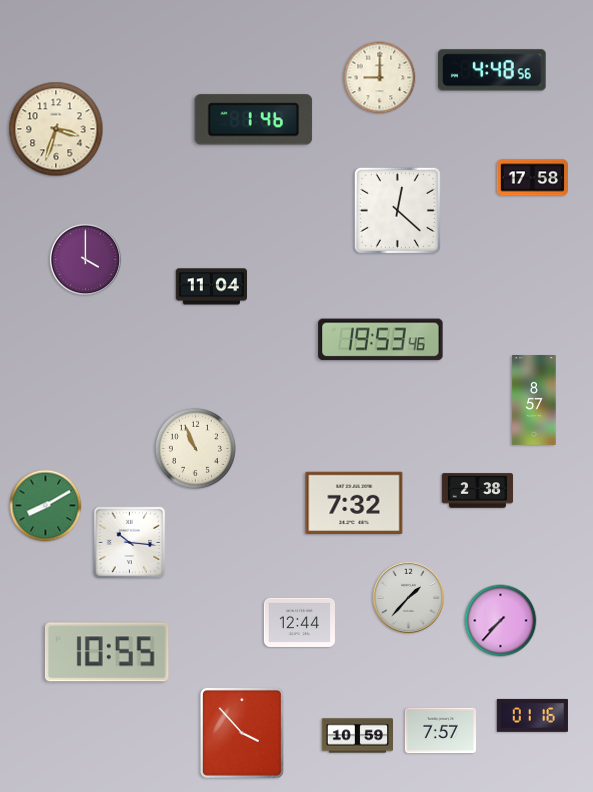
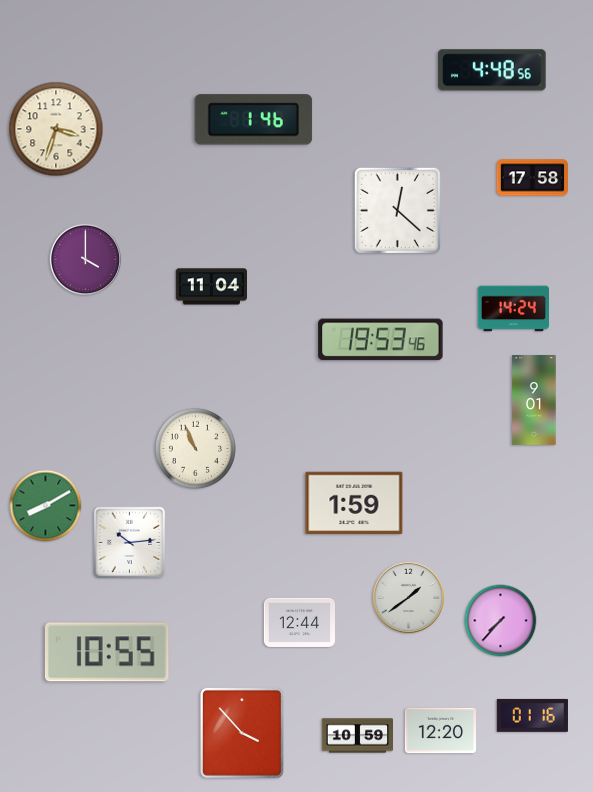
clock at (380, 78): 9:00 -> none
clock at (514, 309): none -> 14:24
clock at (534, 401): 8:57 -> 9:01
clock at (478, 491): 2:38 -> none
clock at (354, 503): 7:32 -> 1:59
clock at (130, 543): 10:16 -> 10:14
clock at (409, 598): 1:37 -> 1:39
clock at (440, 731): 7:57 -> 12:20
